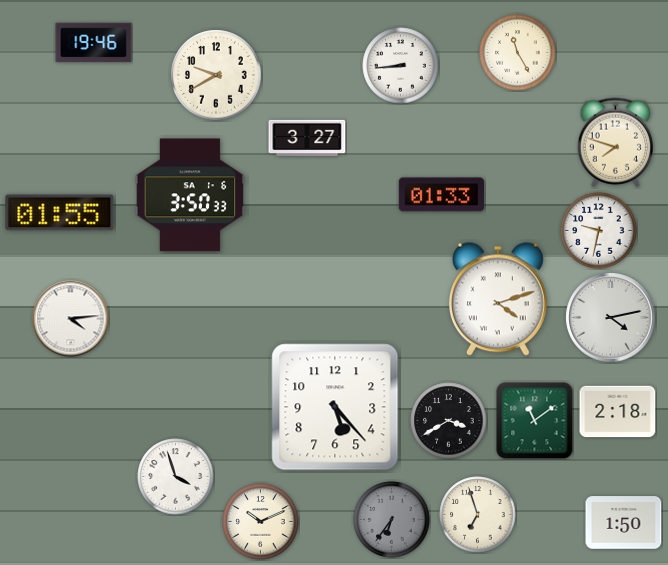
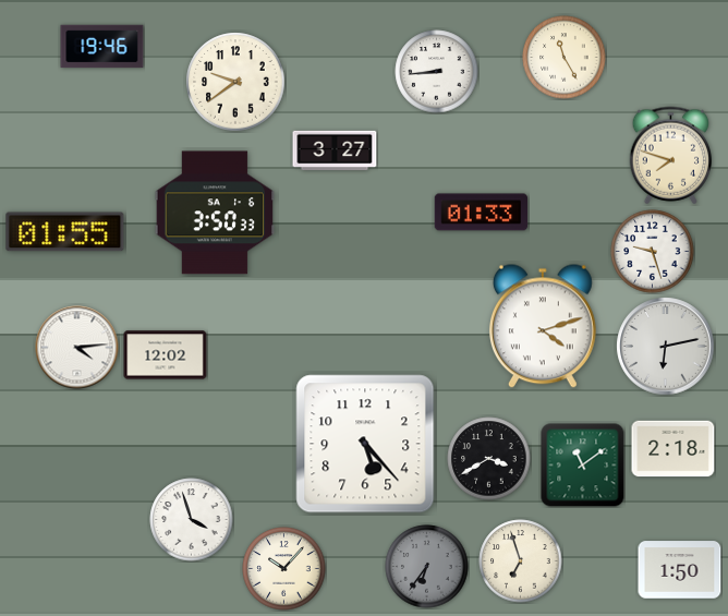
clock at (216, 75): 9:40 -> 9:39
clock at (190, 195) position: (190, 195) -> (215, 213)
clock at (599, 231): 9:32 -> 9:27
clock at (611, 318): 4:13 -> 6:13
clock at (166, 355): none -> 12:02
clock at (535, 421) position: (535, 421) -> (583, 466)
clock at (261, 522): 10:11 -> 10:07
